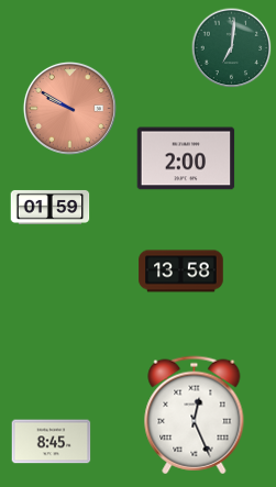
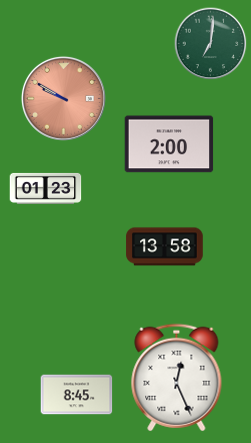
clock at (51, 207): 01:59 -> 01:23
clock at (52, 442) position: (52, 442) -> (77, 395)
